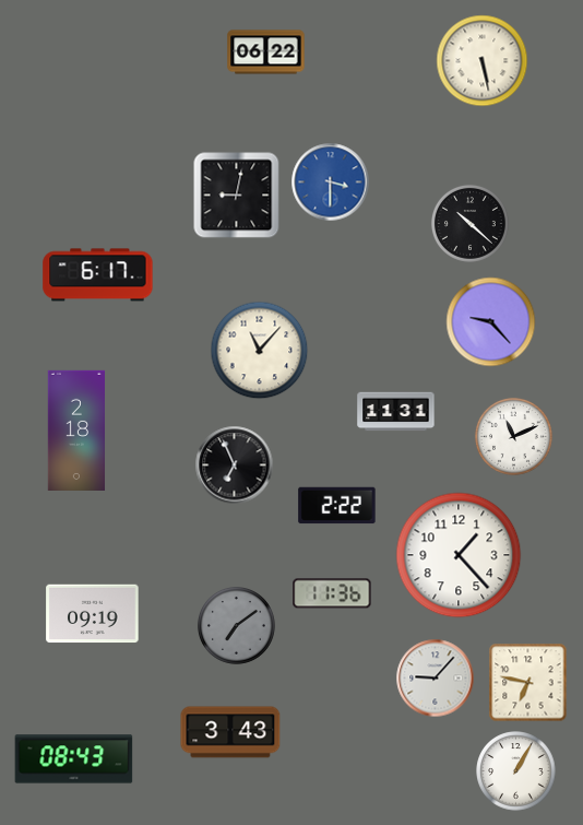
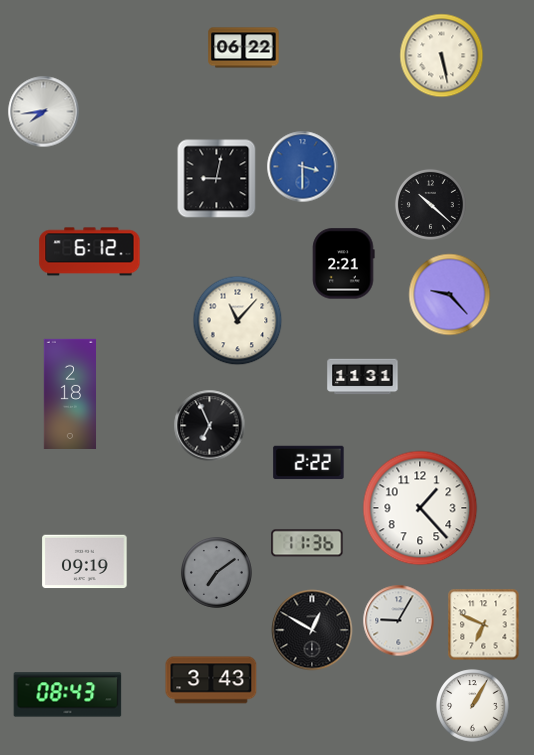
clock at (44, 112): none -> 7:44
clock at (98, 275): 6:17 -> 6:12
clock at (344, 264): none -> 2:21
clock at (513, 436): 11:11 -> none
clock at (235, 465) position: (235, 465) -> (210, 426)
clock at (332, 593) position: (332, 593) -> (307, 543)
clock at (436, 679): 9:07 -> 9:05
clock at (528, 683): 6:47 -> 6:49
clock at (312, 630): none -> 12:50
clock at (230, 732) position: (230, 732) -> (211, 680)
